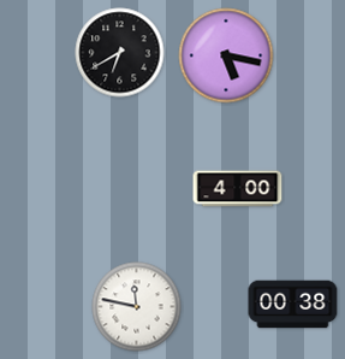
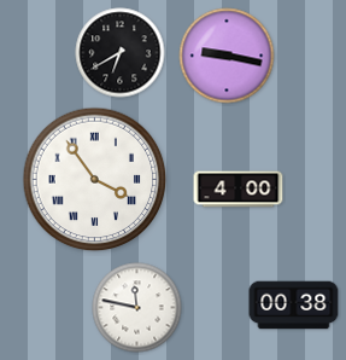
clock at (226, 55): 5:17 -> 9:17
clock at (95, 180): none -> 3:54
